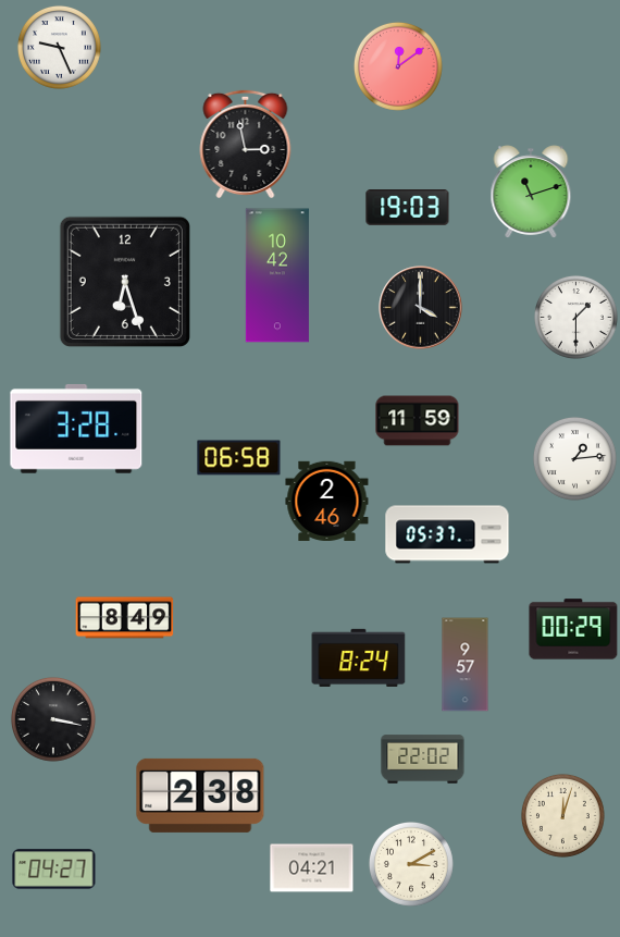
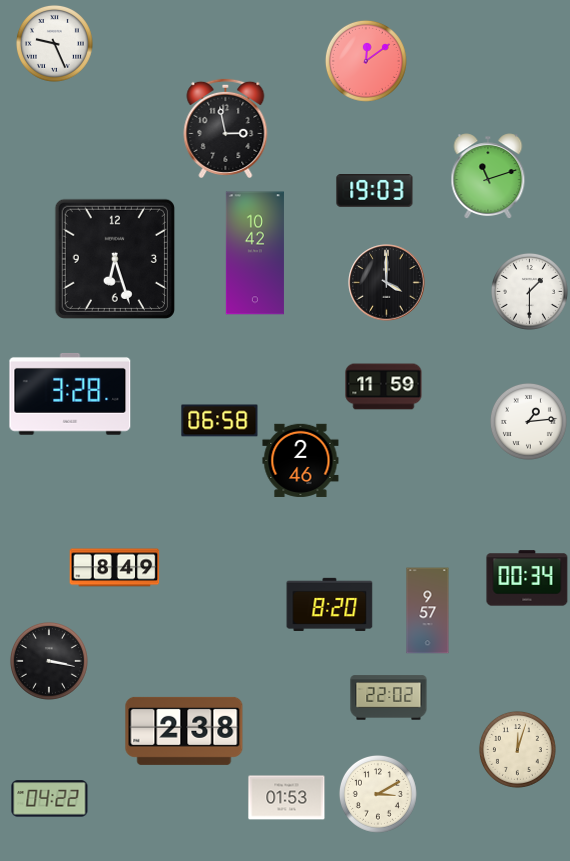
clock at (246, 144) position: (246, 144) -> (226, 128)
clock at (447, 534): 05:37 -> none
clock at (573, 629): 00:29 -> 00:34
clock at (359, 657): 8:24 -> 8:20
clock at (312, 868): 04:21 -> 01:53
clock at (54, 870): 04:27 -> 04:22
